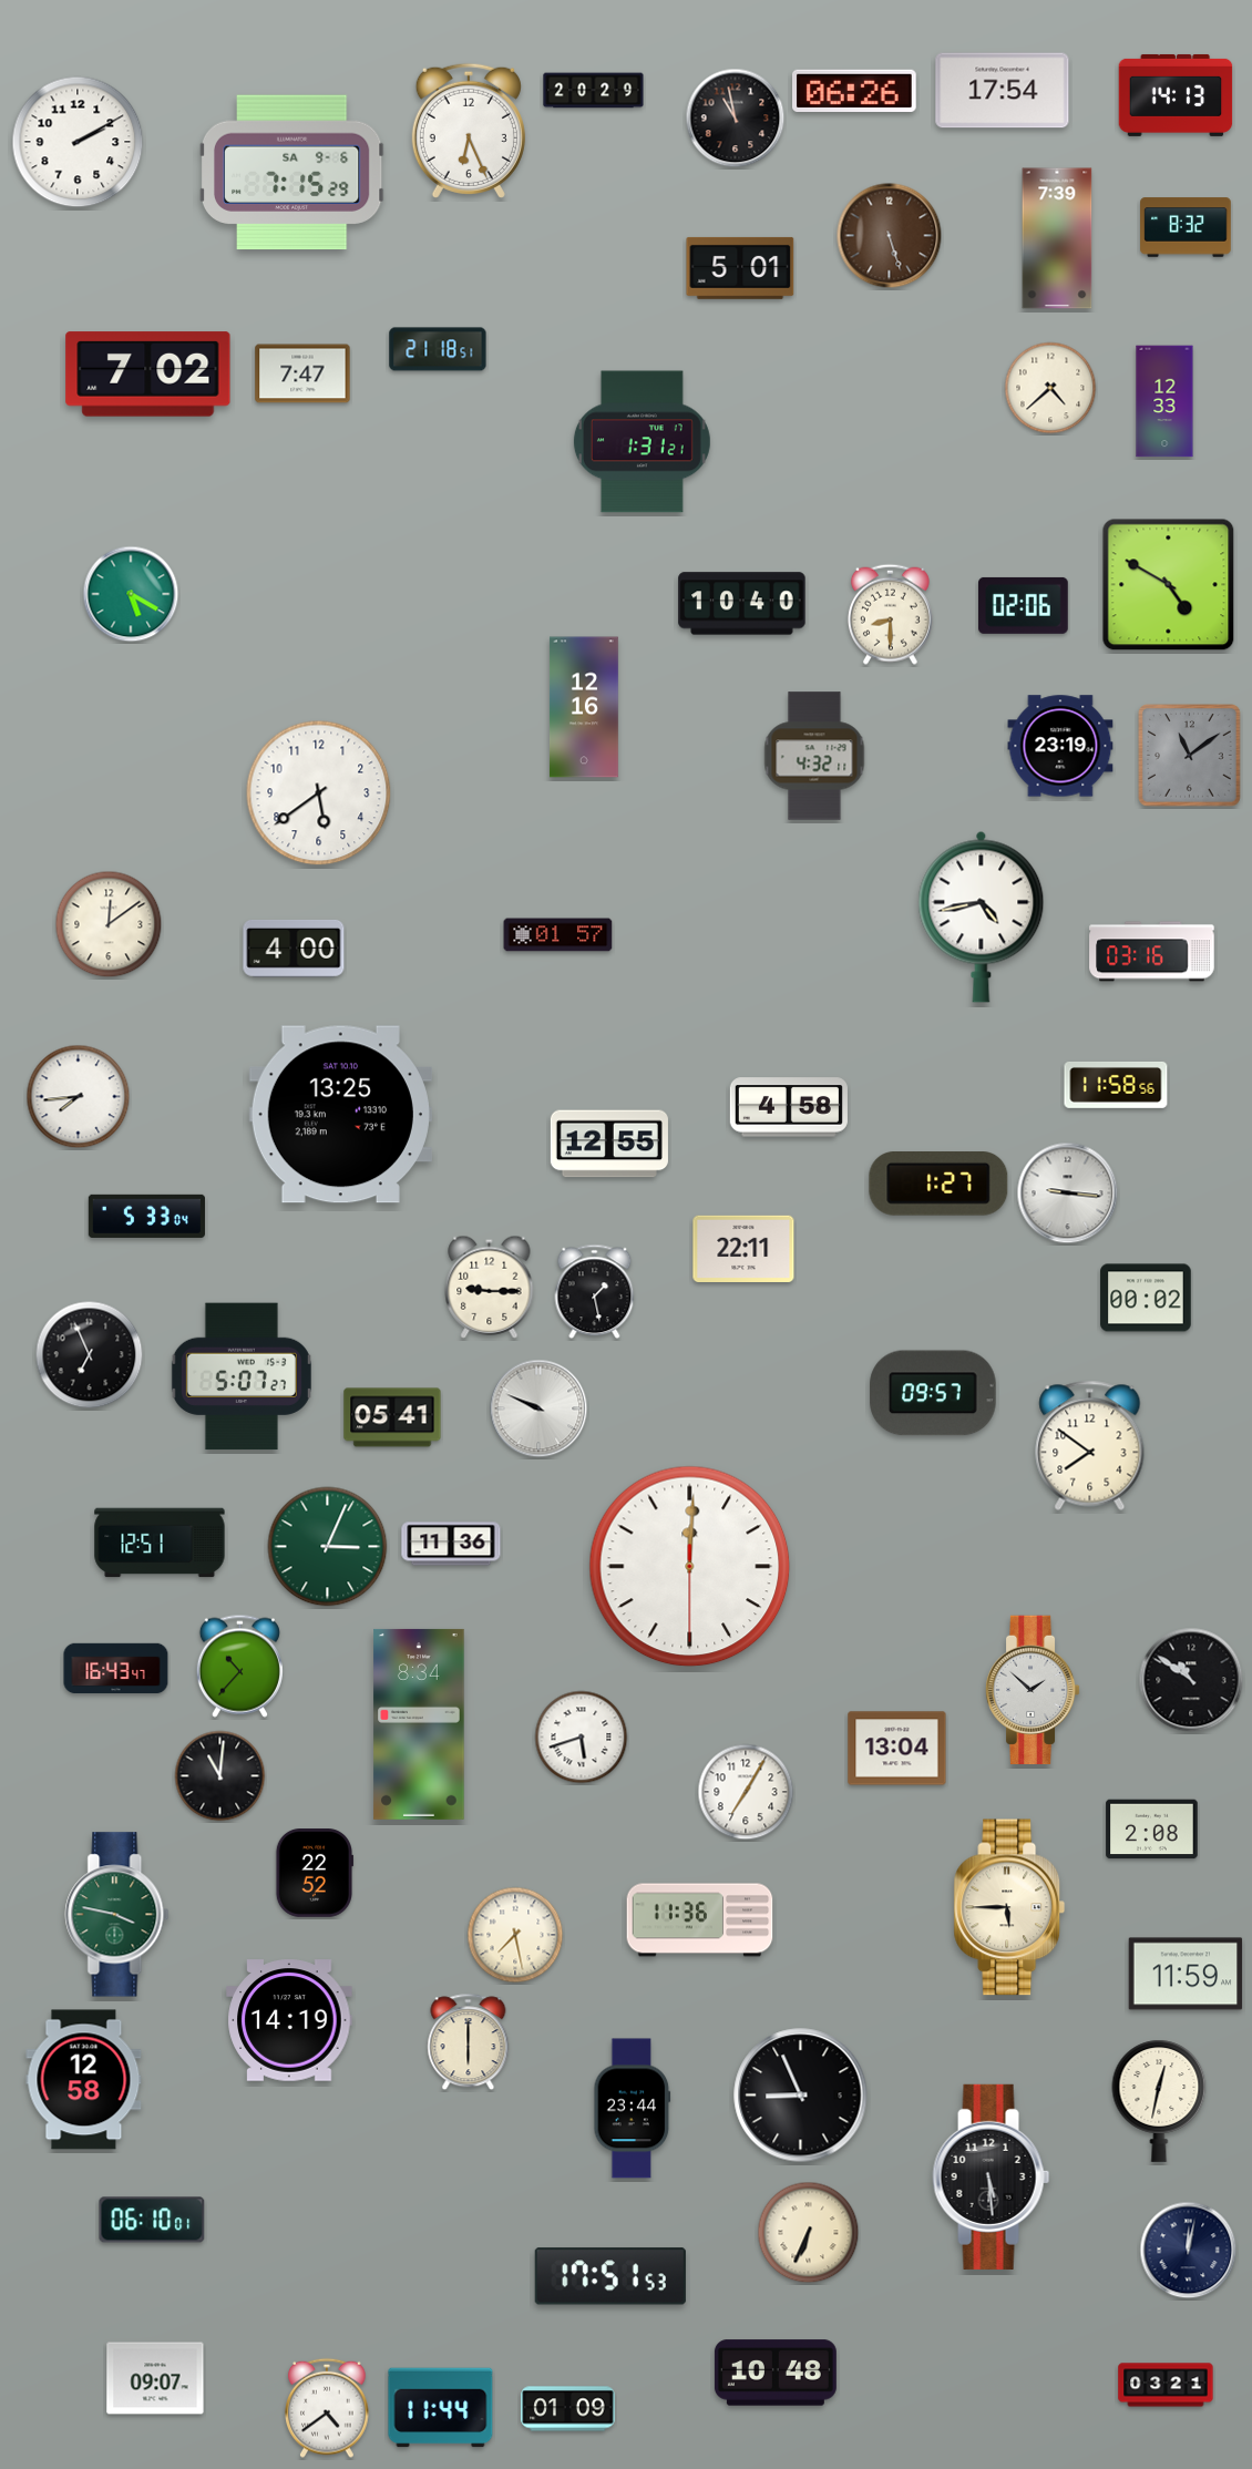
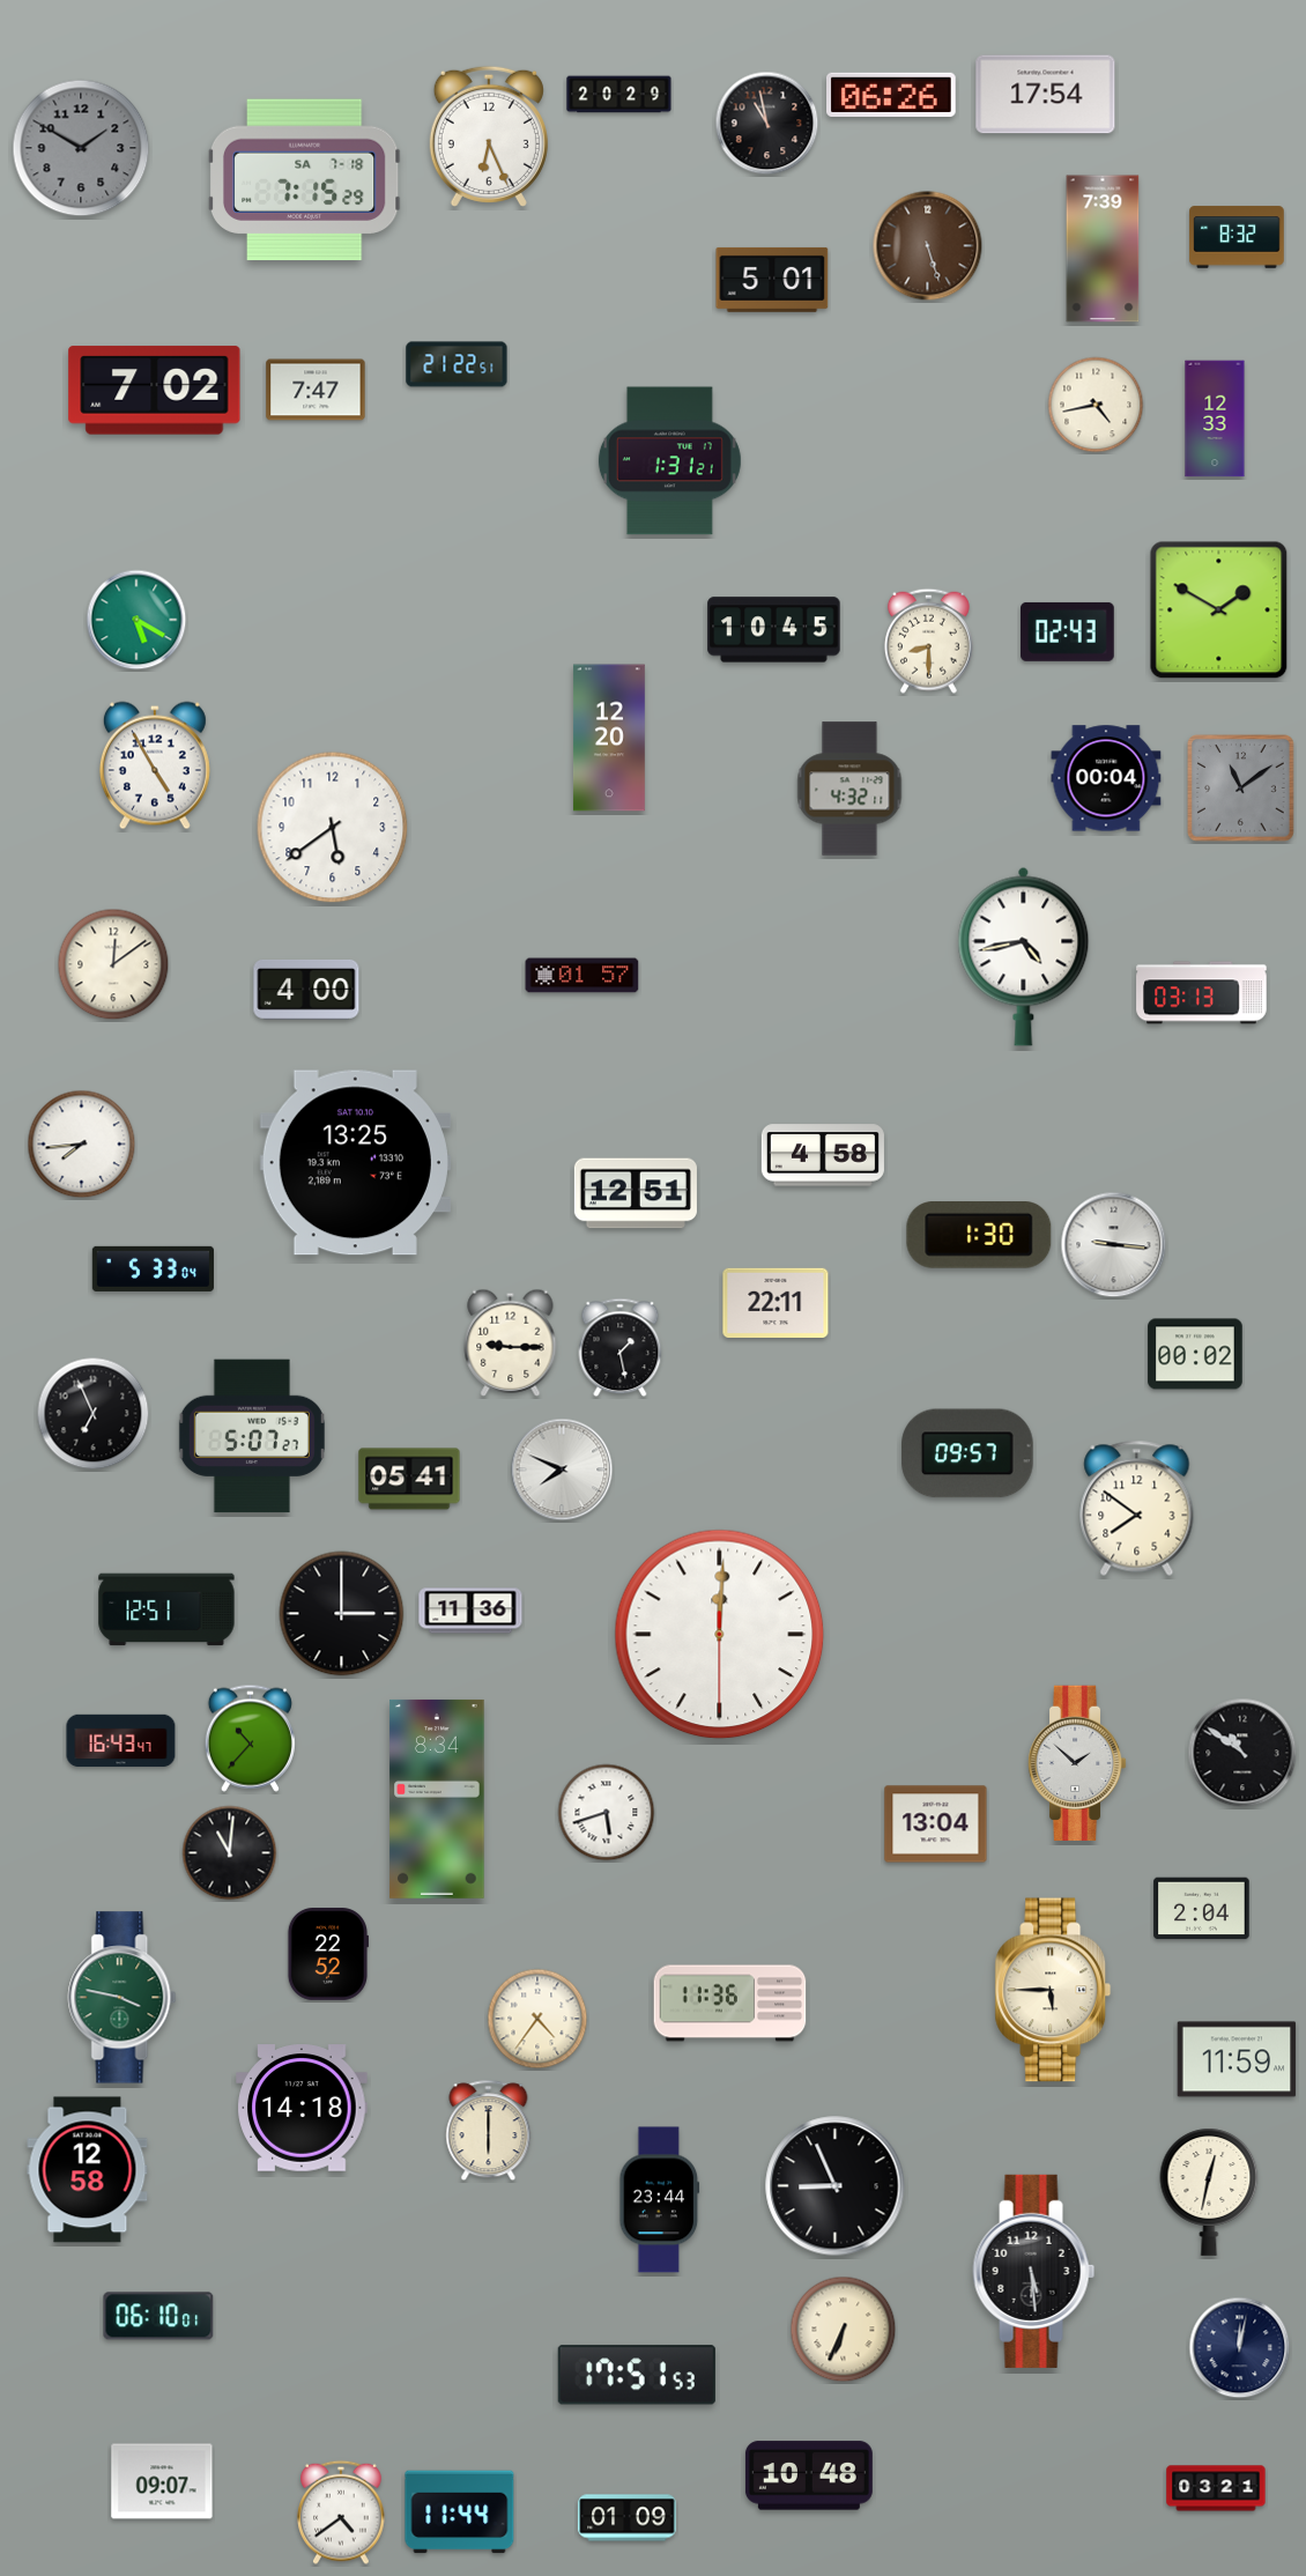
clock at (1176, 95): 14:13 -> none
clock at (78, 142): 2:10 -> 1:50
clock at (78, 142) dial: white -> grey
clock at (291, 173) date: SA 9-6 -> SA 7-18
clock at (438, 349): 21:18 -> 21:22
clock at (1050, 388): 4:38 -> 4:43
clock at (1169, 585): 4:50 -> 1:50
clock at (742, 604): 10:40 -> 10:45
clock at (1024, 605): 02:06 -> 02:43
clock at (584, 707): 12:16 -> 12:20
clock at (155, 765): none -> 4:55
clock at (1060, 746): 23:19 -> 00:04
clock at (1152, 952): 03:16 -> 03:13
clock at (1116, 1085): 11:58 -> none
clock at (609, 1144): 12:55 -> 12:51
clock at (938, 1185): 1:27 -> 1:30
clock at (933, 1393) position: (933, 1393) -> (967, 1453)
clock at (538, 1408): 9:49 -> 7:49
clock at (328, 1547): 3:04 -> 3:00
clock at (328, 1547) dial: green -> black
clock at (746, 1792): 7:05 -> none
clock at (1152, 1830): 2:08 -> 2:04
clock at (515, 1935): 7:28 -> 4:36
clock at (289, 2020): 14:19 -> 14:18
clock at (568, 2409) position: (568, 2409) -> (628, 2518)
